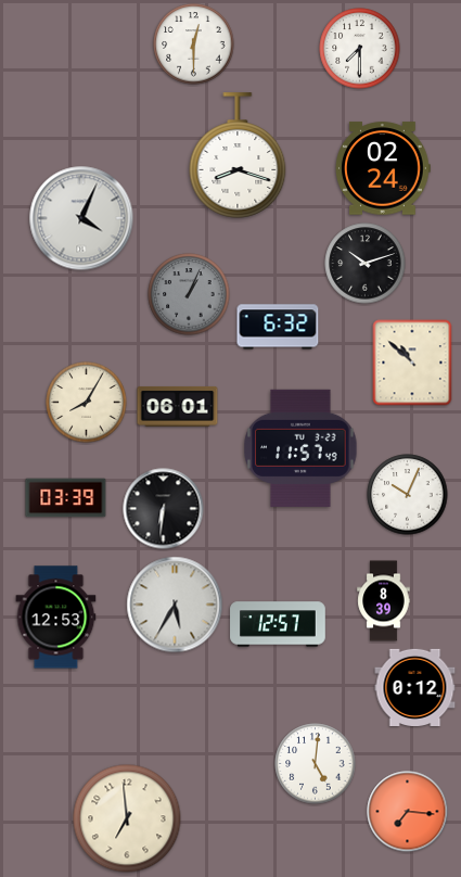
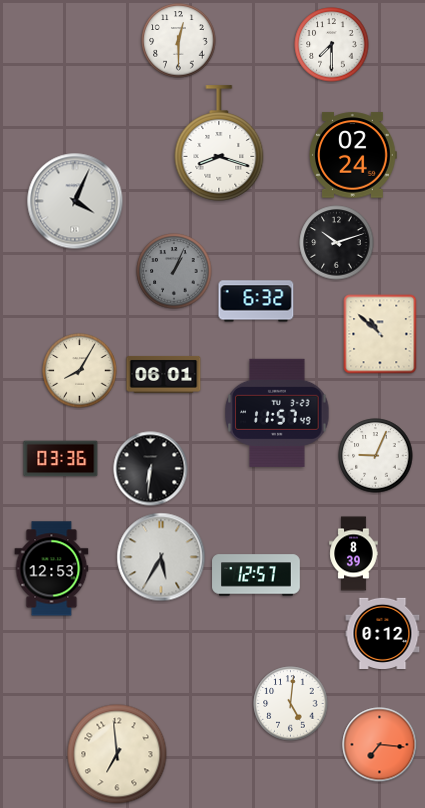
clock at (408, 495): 10:04 -> 9:04
clock at (66, 498): 03:39 -> 03:36
clock at (408, 812) position: (408, 812) -> (380, 745)
